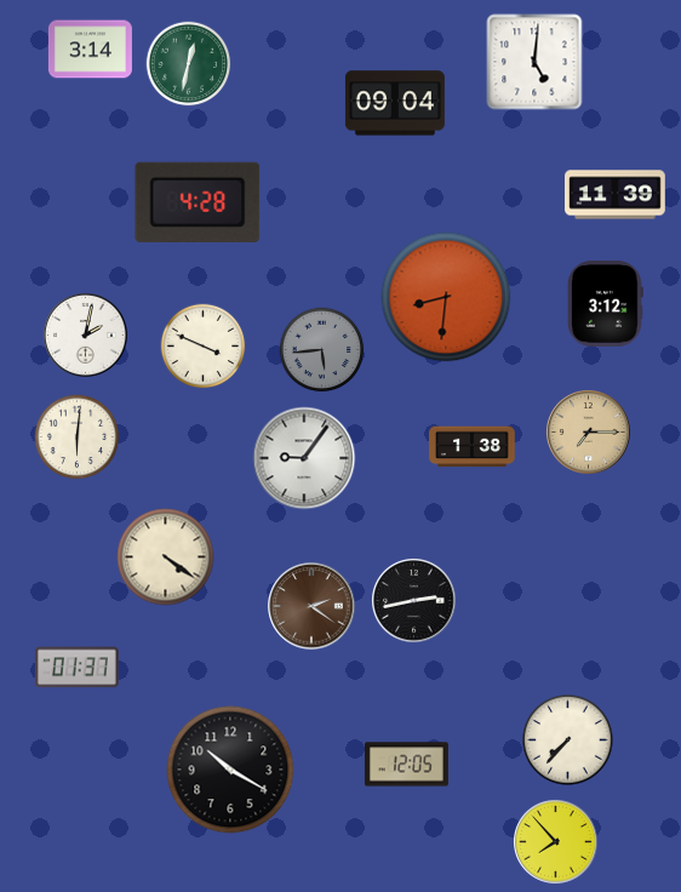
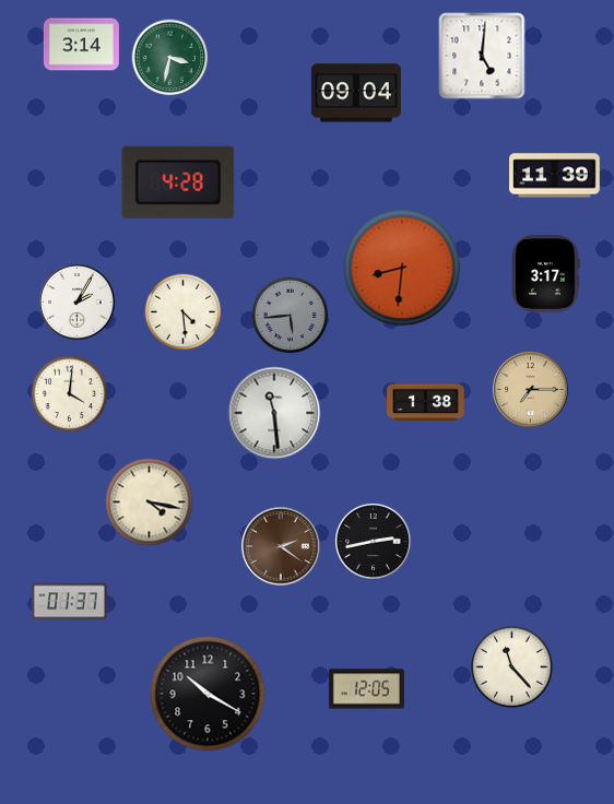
clock at (189, 64): 12:32 -> 3:32
clock at (605, 304): 3:12 -> 3:17
clock at (86, 336): 2:02 -> 2:05
clock at (204, 347): 3:49 -> 4:29
clock at (78, 438): 6:01 -> 4:01
clock at (304, 458): 9:06 -> 11:29
clock at (166, 557): 4:21 -> 4:17
clock at (568, 741): 7:37 -> 11:23
clock at (556, 842): 7:53 -> none
